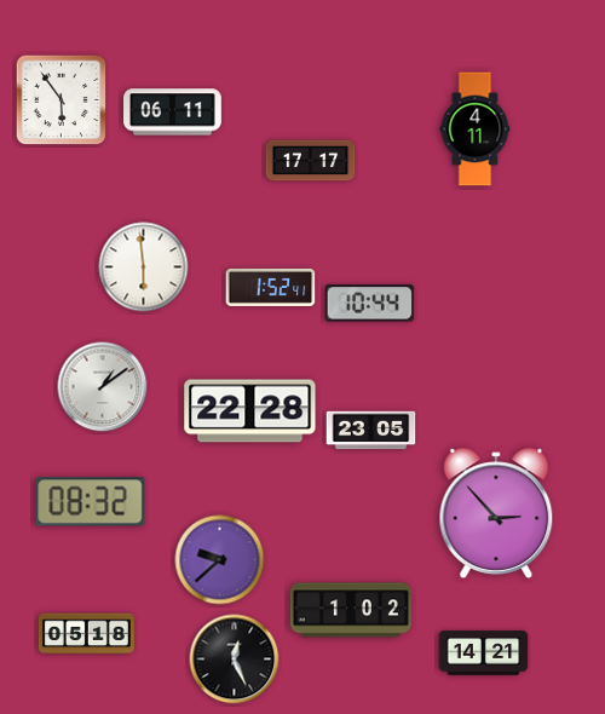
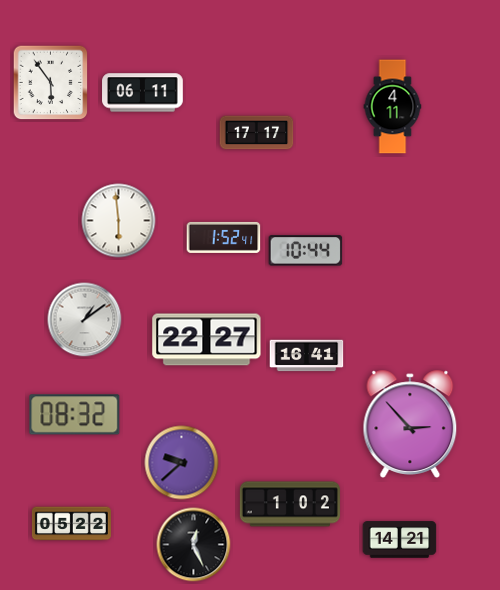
clock at (250, 411): 22:28 -> 22:27
clock at (371, 431): 23:05 -> 16:41
clock at (86, 634): 05:18 -> 05:22
